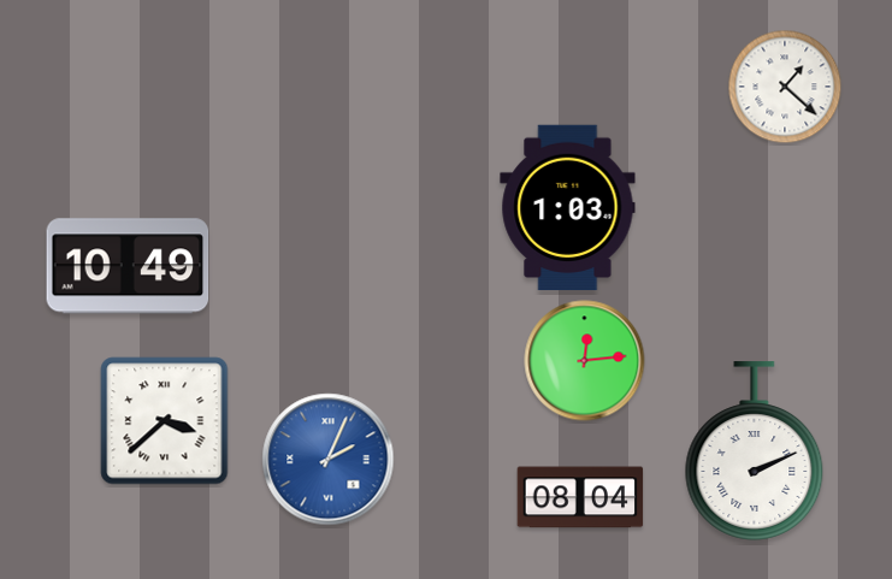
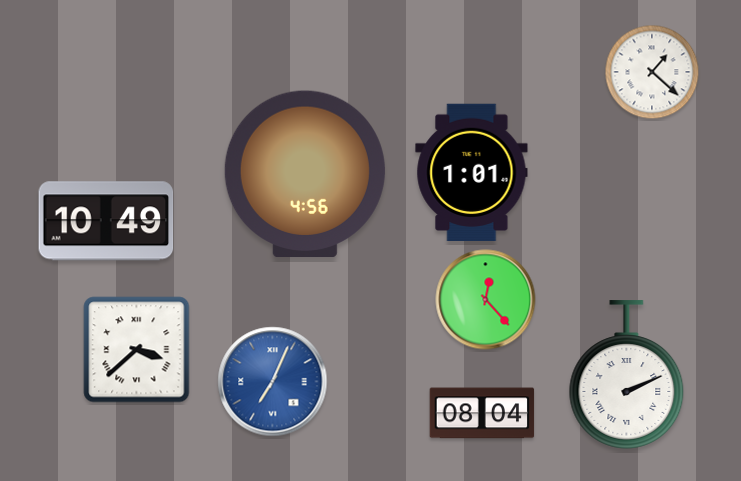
clock at (568, 207): 1:03 -> 1:01
clock at (305, 174): none -> 4:56
clock at (585, 361): 12:14 -> 12:23
clock at (329, 460): 2:04 -> 7:04
